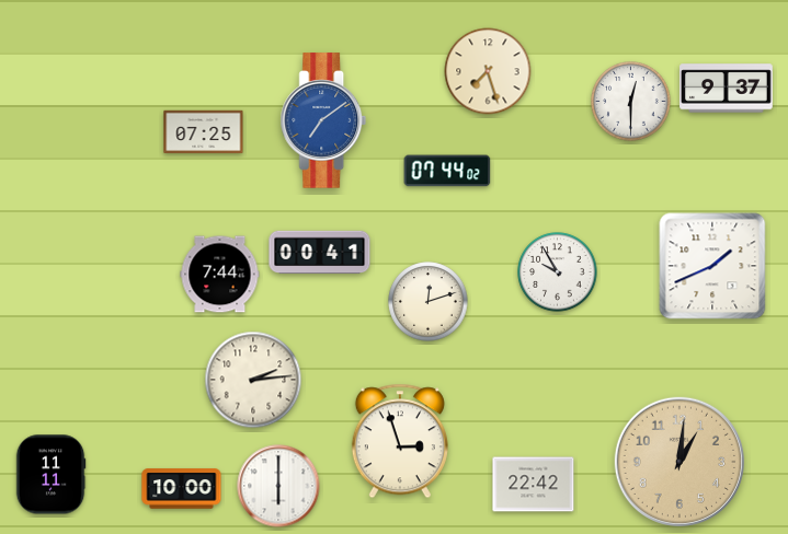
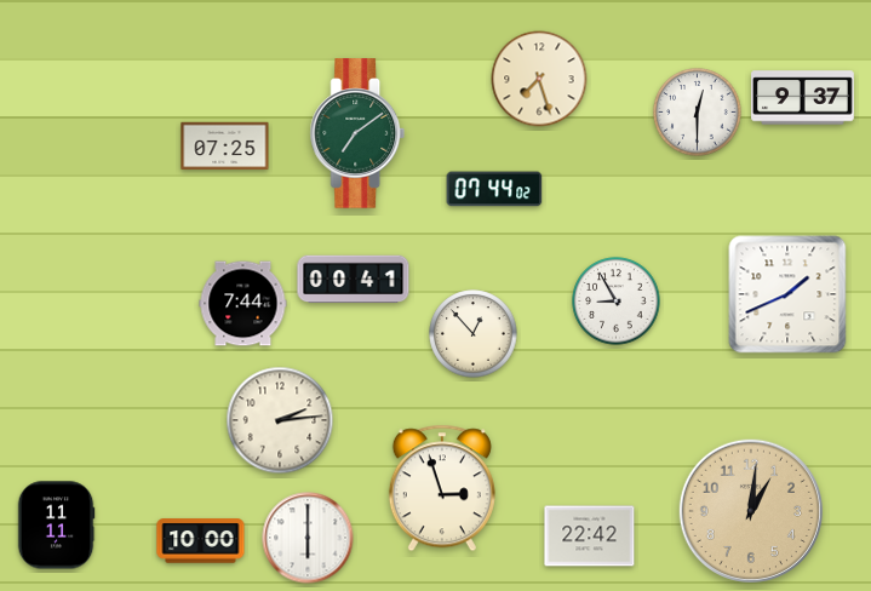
clock at (323, 120) dial: blue -> green
clock at (558, 272): 9:55 -> 8:55
clock at (429, 302): 12:12 -> 12:53
